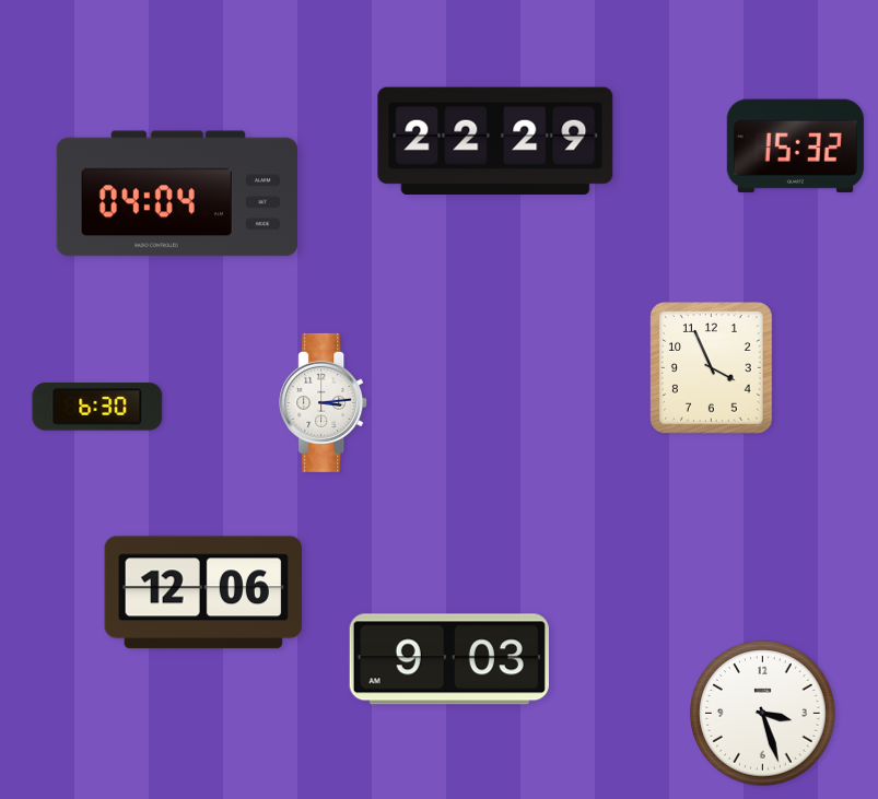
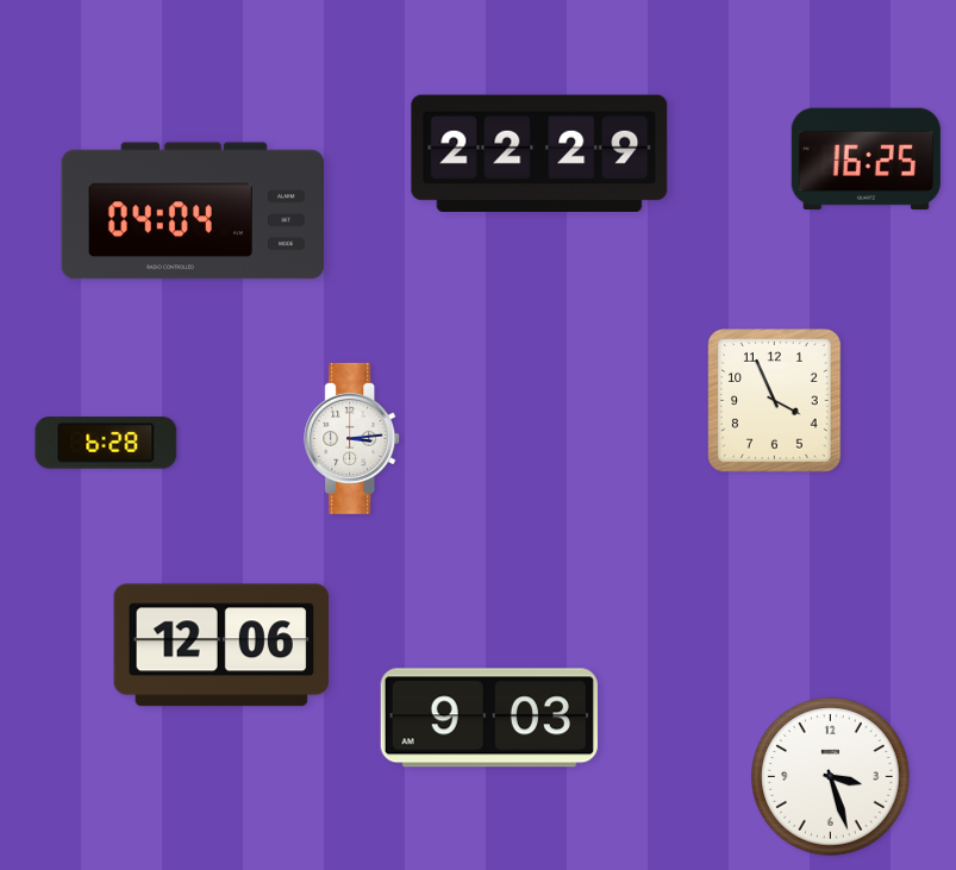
clock at (795, 145): 15:32 -> 16:25
clock at (97, 407): 6:30 -> 6:28
